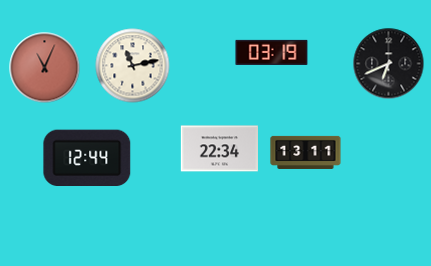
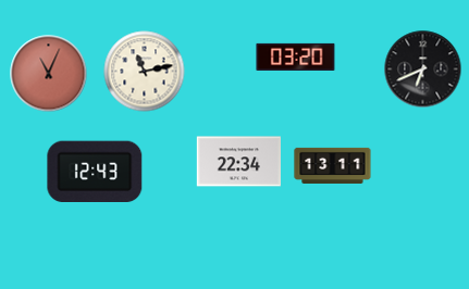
clock at (272, 52): 03:19 -> 03:20
clock at (87, 157): 12:44 -> 12:43
